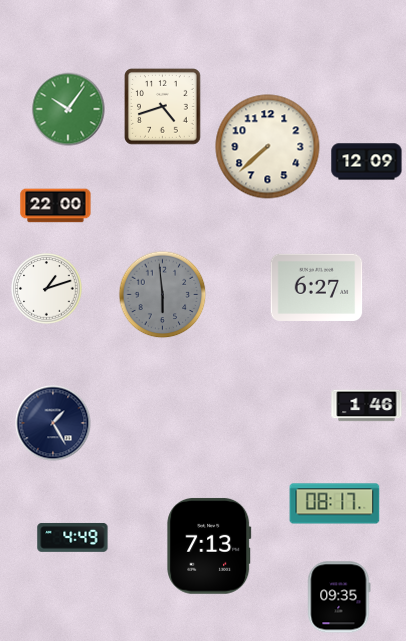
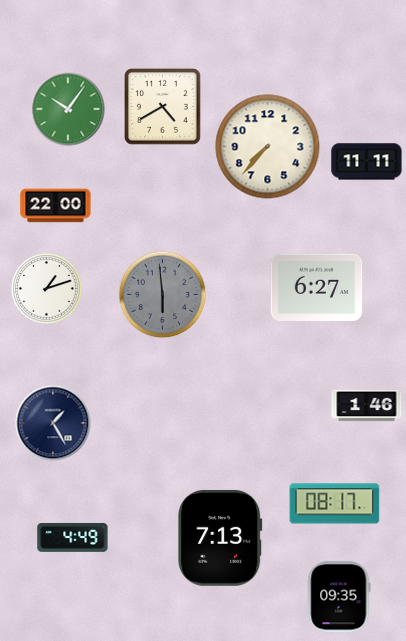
clock at (163, 107): 4:42 -> 4:40
clock at (268, 147): 7:38 -> 7:37
clock at (367, 162): 12:09 -> 11:11
clock at (209, 546) position: (209, 546) -> (220, 538)
